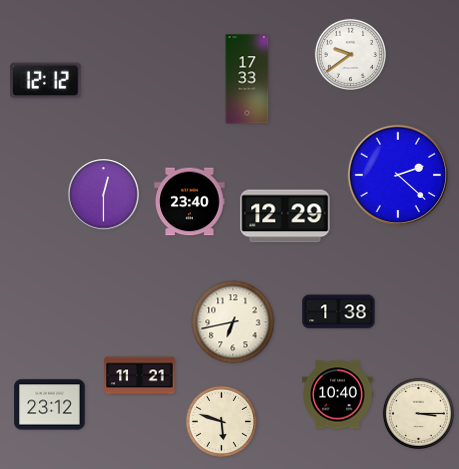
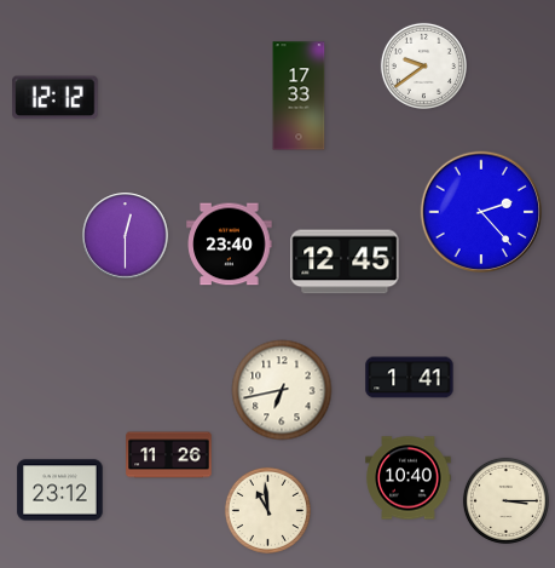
clock at (398, 175): 2:22 -> 2:23
clock at (285, 216): 12:29 -> 12:45
clock at (339, 312): 1:38 -> 1:41
clock at (140, 376): 11:21 -> 11:26
clock at (221, 421): 5:48 -> 10:59
